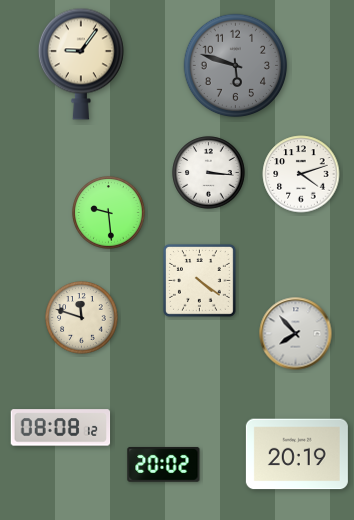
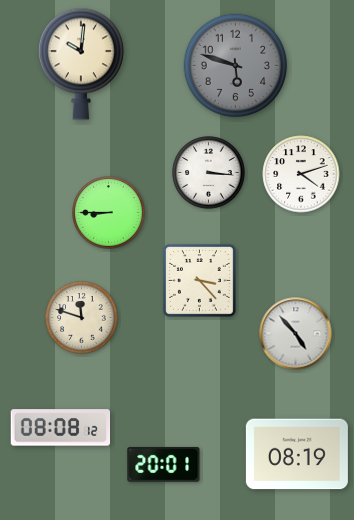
clock at (81, 64): 9:06 -> 10:01
clock at (109, 213): 9:29 -> 8:45
clock at (199, 280): 4:21 -> 3:23
clock at (296, 334): 7:53 -> 4:53
clock at (297, 454): 20:19 -> 08:19
clock at (164, 464): 20:02 -> 20:01
